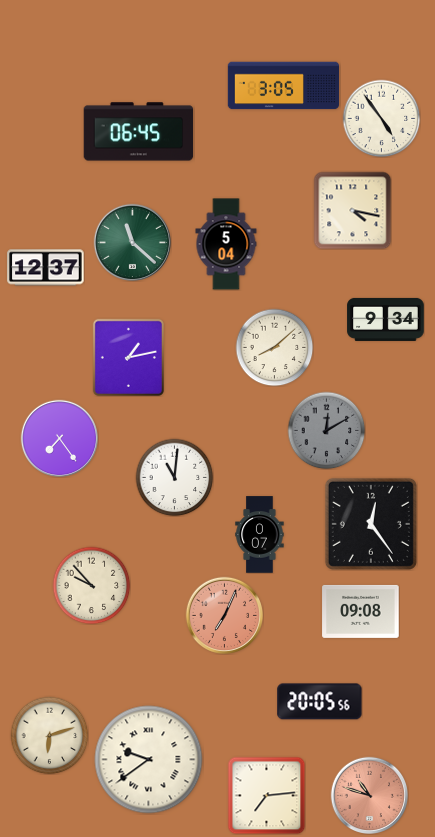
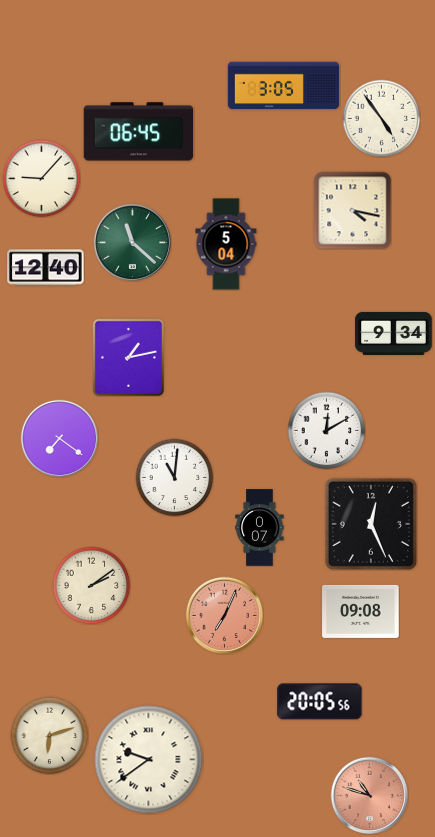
clock at (41, 178): none -> 9:07
clock at (46, 268): 12:37 -> 12:40
clock at (386, 319) position: (386, 319) -> (394, 333)
clock at (274, 347): 8:08 -> none
clock at (326, 430) dial: grey -> white
clock at (59, 438): 7:24 -> 7:21
clock at (371, 524): 12:24 -> 12:26
clock at (260, 535) position: (260, 535) -> (260, 528)
clock at (91, 585): 9:53 -> 2:09
clock at (266, 795): 7:14 -> none
